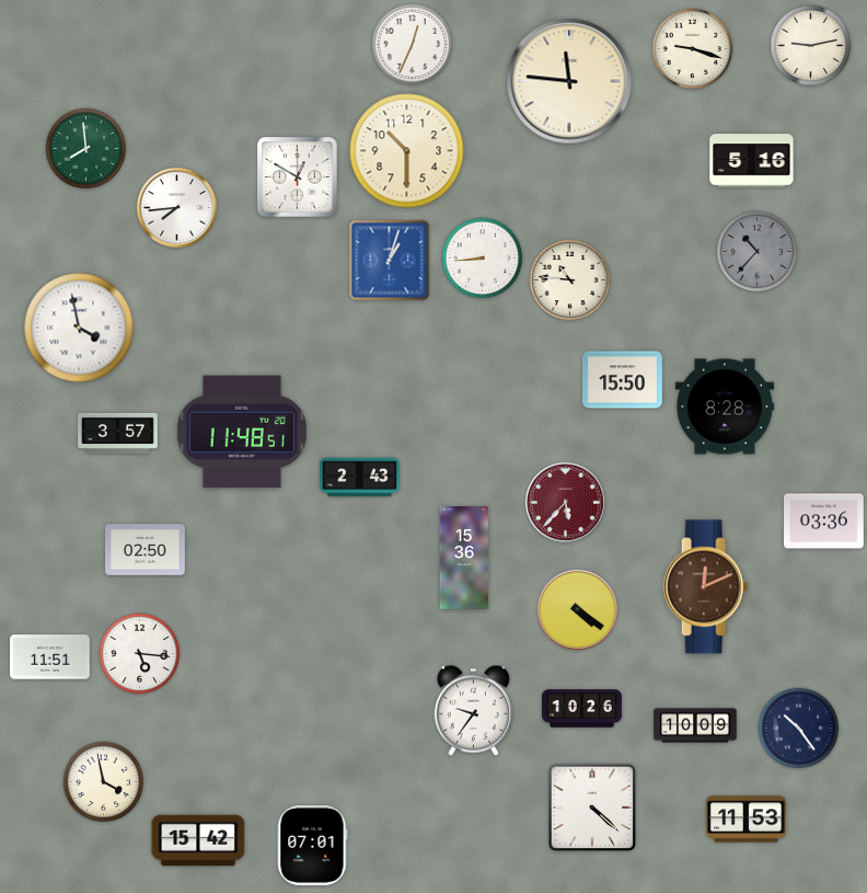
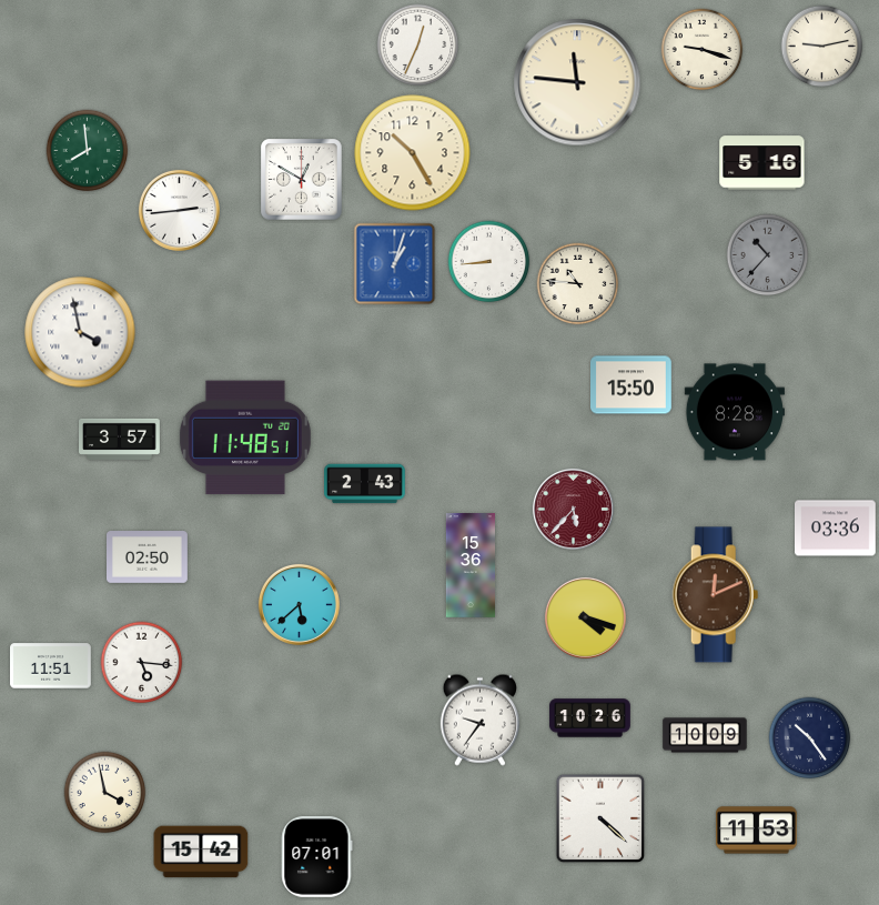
clock at (407, 151): 10:30 -> 10:25
clock at (176, 207): 7:44 -> 2:44
clock at (299, 604): none -> 5:38
clock at (577, 609): 4:21 -> 4:18
